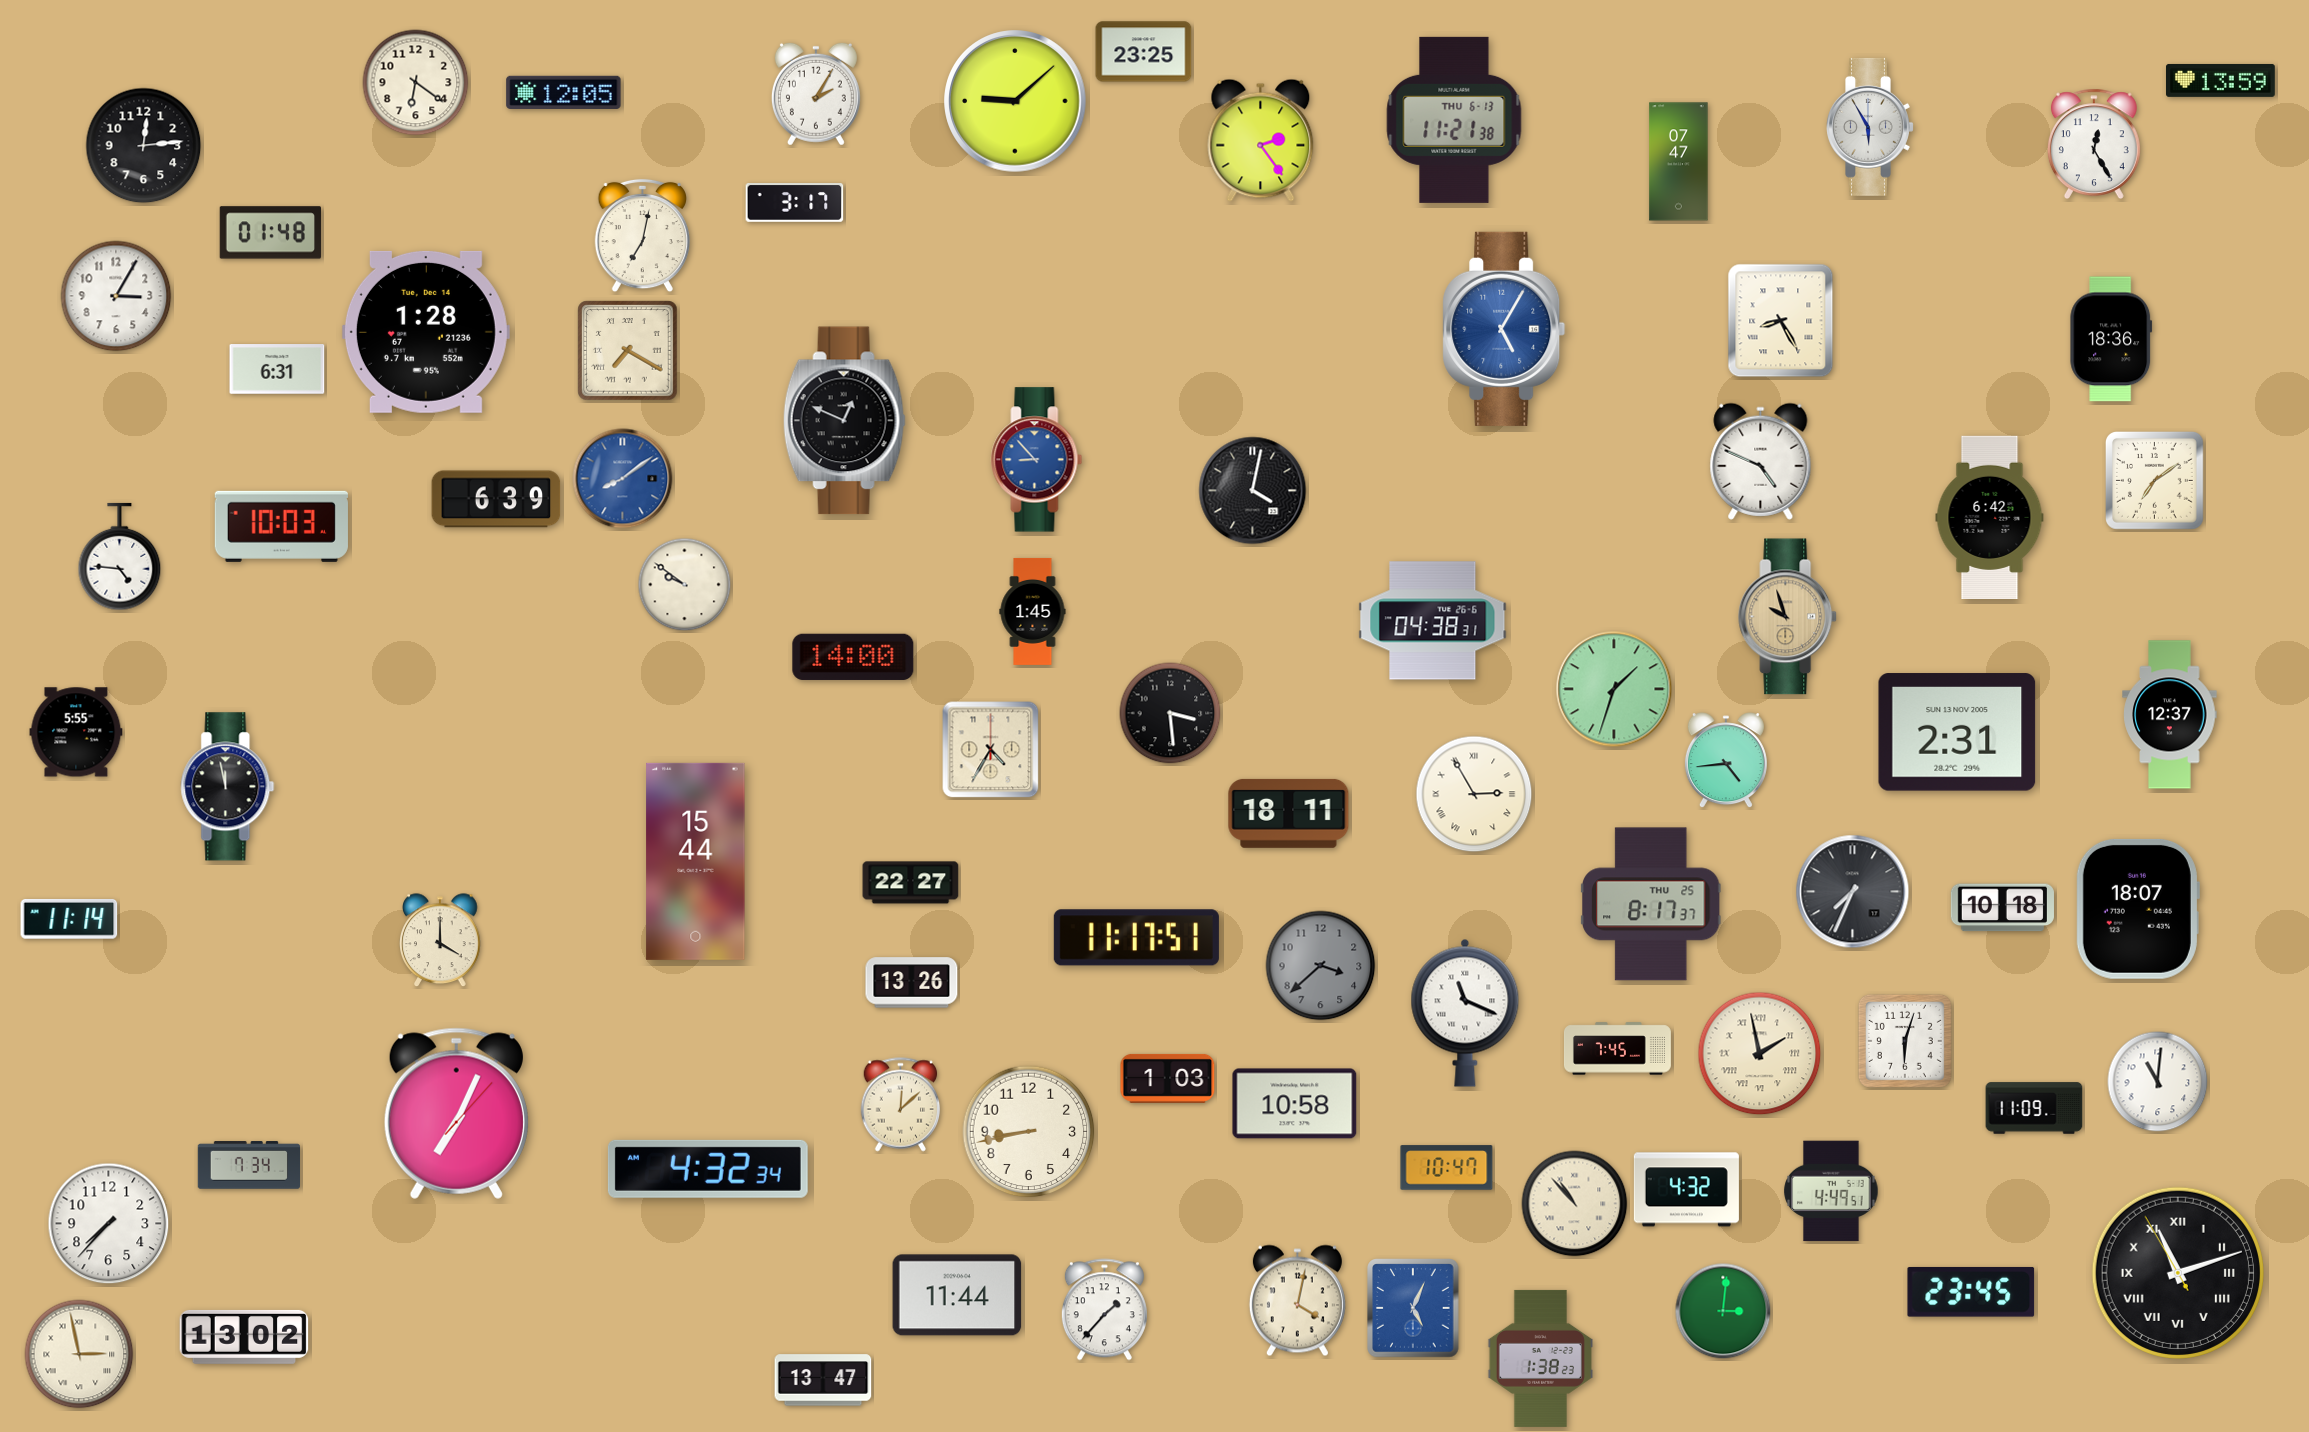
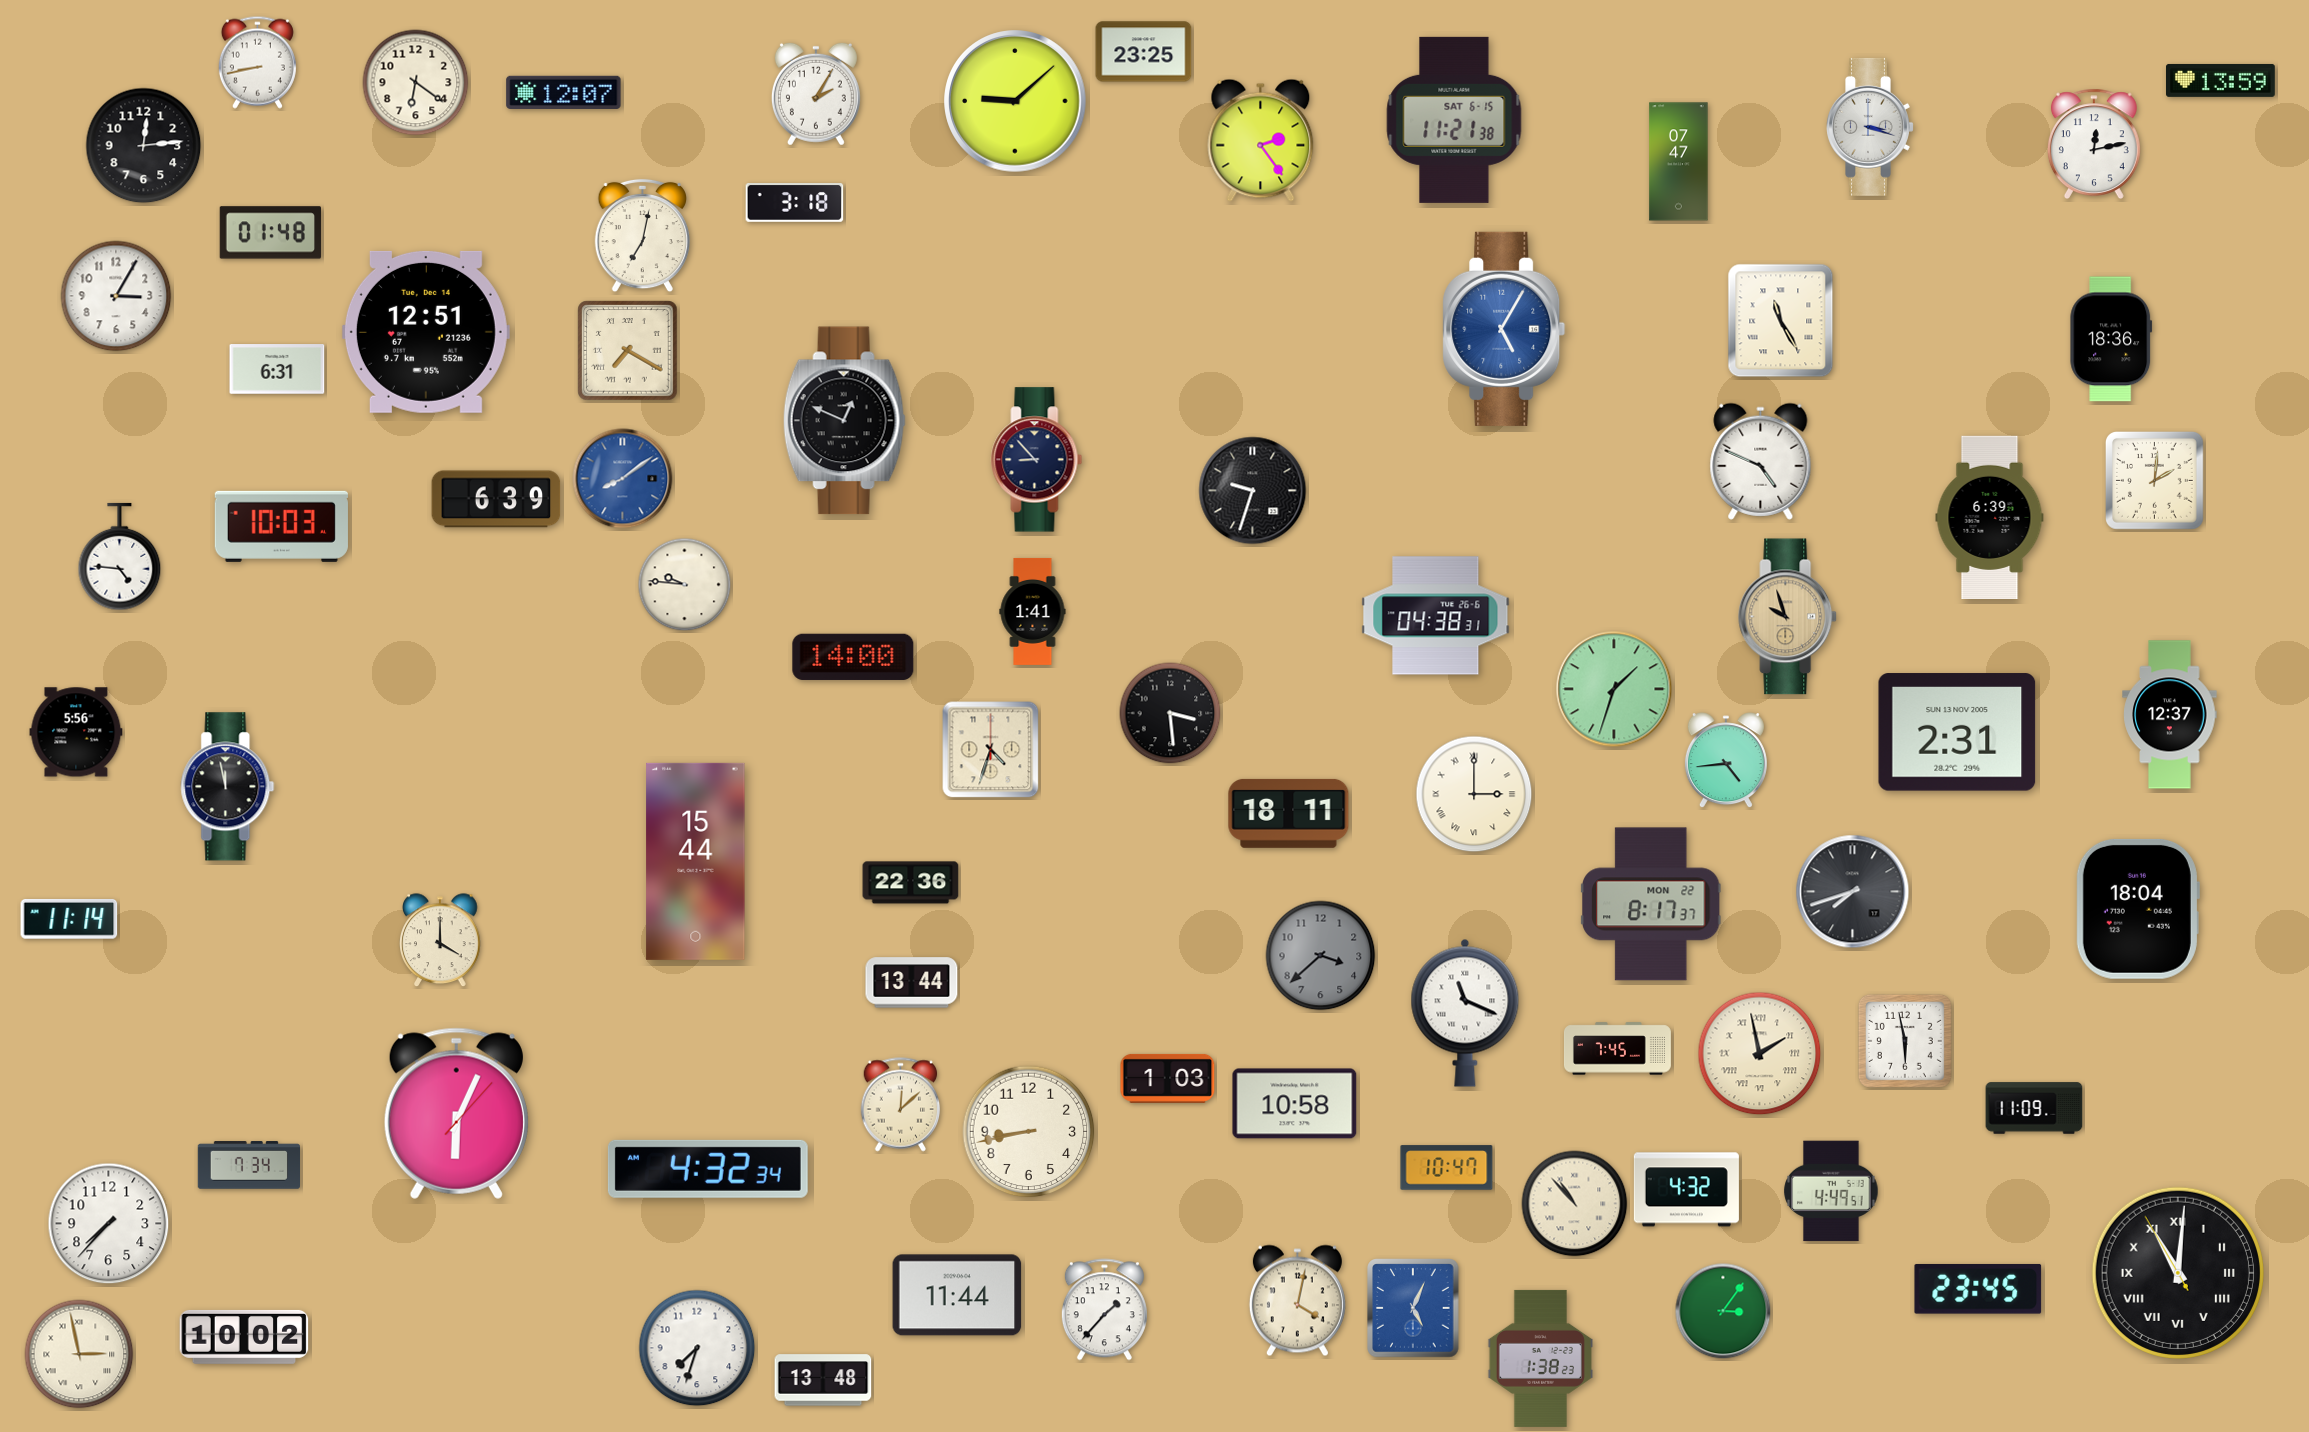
clock at (257, 62): none -> 8:43
clock at (564, 92): 12:05 -> 12:07
clock at (1454, 120) date: THU 6-13 -> SAT 6-15
clock at (1870, 127): 5:55 -> 3:18
clock at (2094, 144): 12:25 -> 12:13
clock at (795, 203): 3:17 -> 3:18
clock at (1781, 321): 8:25 -> 11:25
clock at (426, 332): 1:28 -> 12:51
clock at (1037, 460) dial: blue -> navy
clock at (2155, 481): 7:09 -> 2:01
clock at (1253, 491): 4:02 -> 9:33
clock at (1990, 517): 6:42 -> 6:39
clock at (685, 585): 9:51 -> 9:46
clock at (1033, 611): 1:45 -> 1:41
clock at (1433, 621) position: (1433, 621) -> (1436, 616)
clock at (76, 732): 5:55 -> 5:56
clock at (991, 750): 4:35 -> 4:33
clock at (1474, 794): 2:55 -> 3:00
clock at (911, 883): 22:27 -> 22:36
clock at (1853, 892): 7:34 -> 7:42
clock at (1651, 904) date: THU 25 -> MON 22
clock at (2002, 908): 10:18 -> none
clock at (2138, 909): 18:07 -> 18:04
clock at (1136, 938): 11:17 -> none
clock at (1321, 966) position: (1321, 966) -> (1321, 956)
clock at (912, 983): 13:26 -> 13:44
clock at (1905, 1041): 6:03 -> 5:58
clock at (2158, 1082): 11:01 -> none
clock at (456, 1113): 7:04 -> 6:04
clock at (2178, 1273): 11:11 -> 11:00
clock at (1971, 1292) position: (1971, 1292) -> (1978, 1289)
clock at (1723, 1311): 3:01 -> 3:06
clock at (244, 1337): 13:02 -> 10:02
clock at (697, 1348): none -> 7:33
clock at (823, 1380): 13:47 -> 13:48
